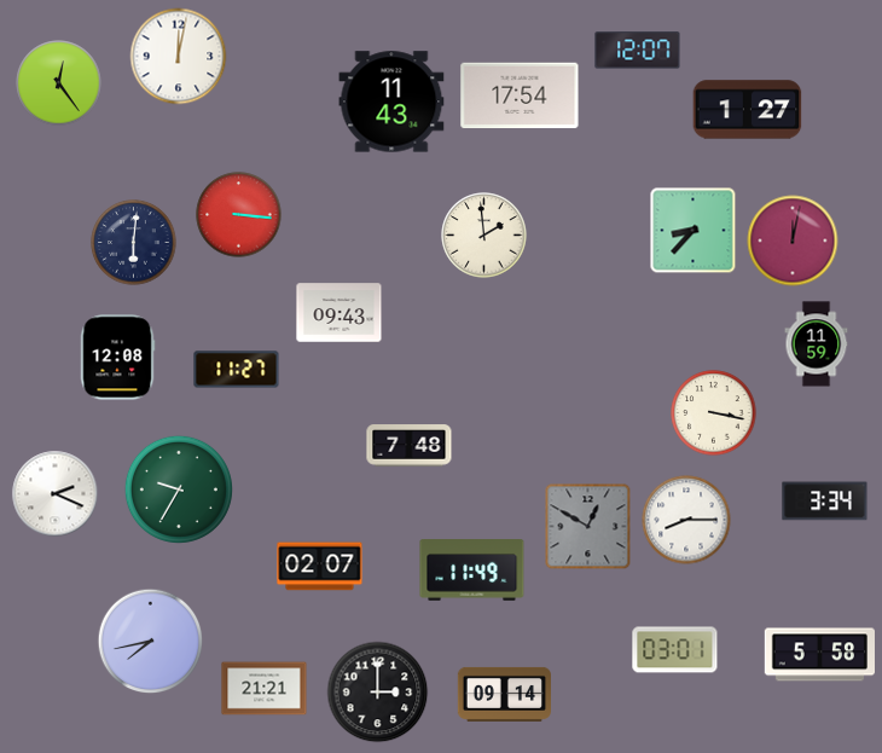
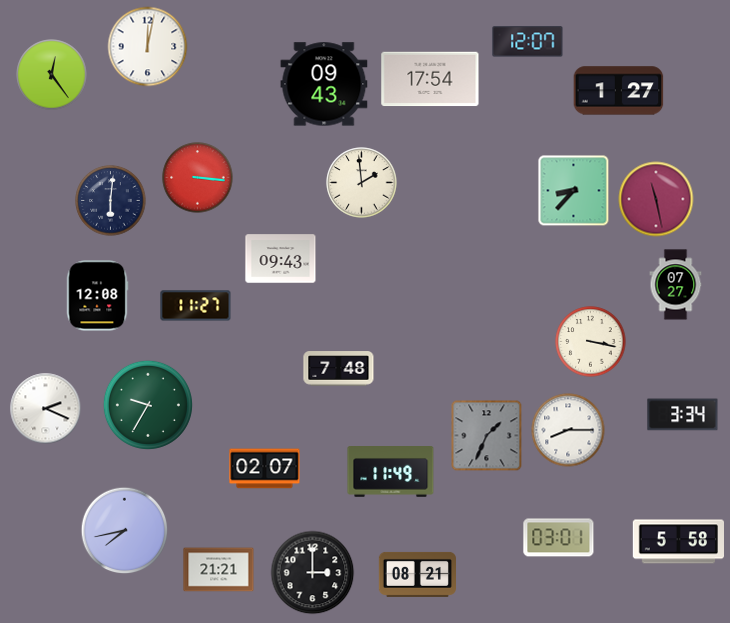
clock at (59, 83) position: (59, 83) -> (52, 75)
clock at (391, 102): 11:43 -> 09:43
clock at (484, 236) position: (484, 236) -> (362, 183)
clock at (793, 241): 12:02 -> 11:28
clock at (817, 344): 11:59 -> 07:27
clock at (588, 527): 12:50 -> 1:34
clock at (504, 694): 09:14 -> 08:21
